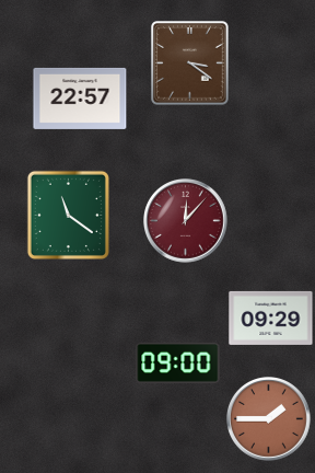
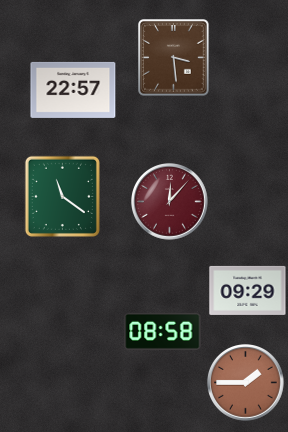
clock at (190, 64): 3:21 -> 3:29
clock at (178, 362): 09:00 -> 08:58
